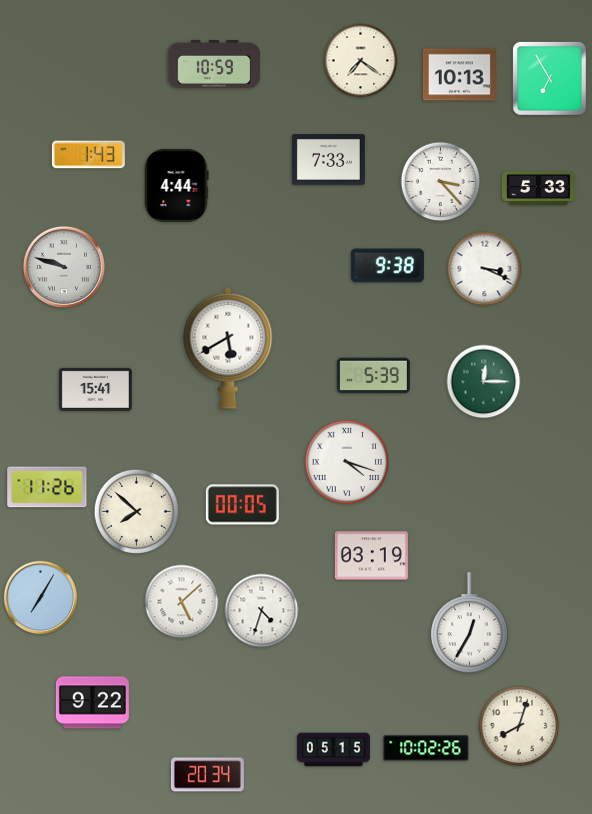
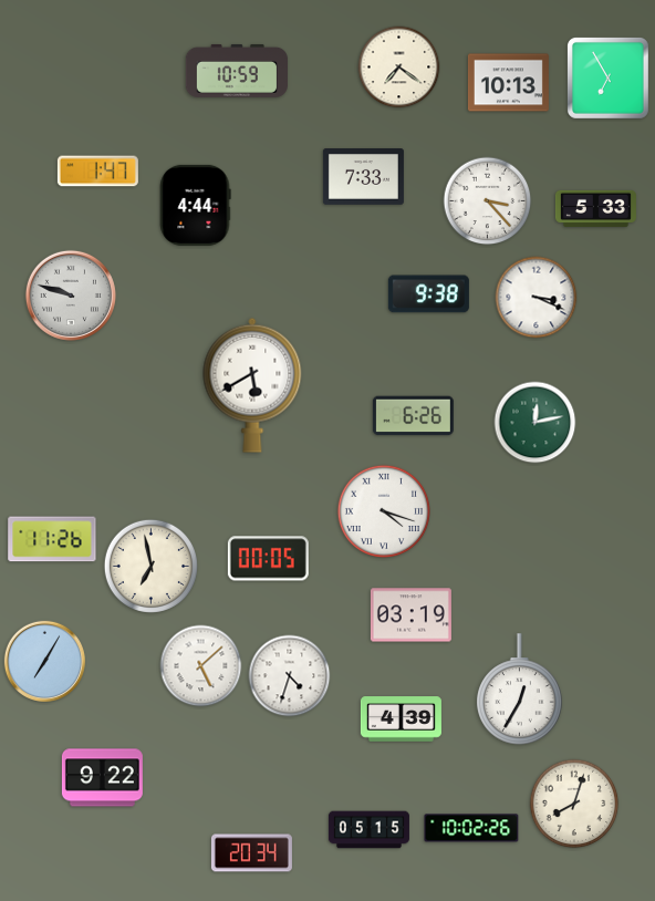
clock at (550, 79) position: (550, 79) -> (609, 79)
clock at (88, 155): 1:43 -> 1:47
clock at (373, 376): 5:39 -> 6:26
clock at (484, 382): 12:15 -> 12:13
clock at (95, 389): 15:41 -> none
clock at (136, 511): 7:52 -> 6:58
clock at (401, 719): none -> 4:39
clock at (207, 775) position: (207, 775) -> (251, 853)
